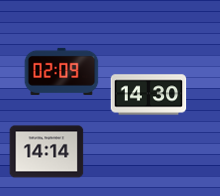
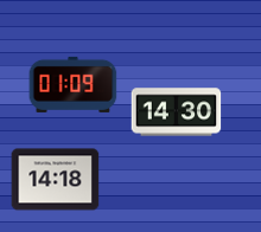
clock at (62, 71): 02:09 -> 01:09
clock at (47, 152): 14:14 -> 14:18
